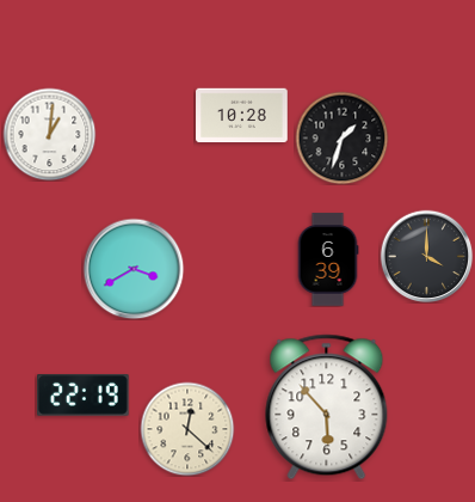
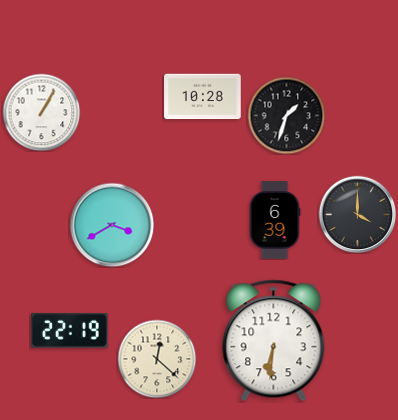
clock at (49, 134): 1:01 -> 1:05
clock at (328, 259) position: (328, 259) -> (275, 220)
clock at (327, 408): 5:53 -> 6:31
